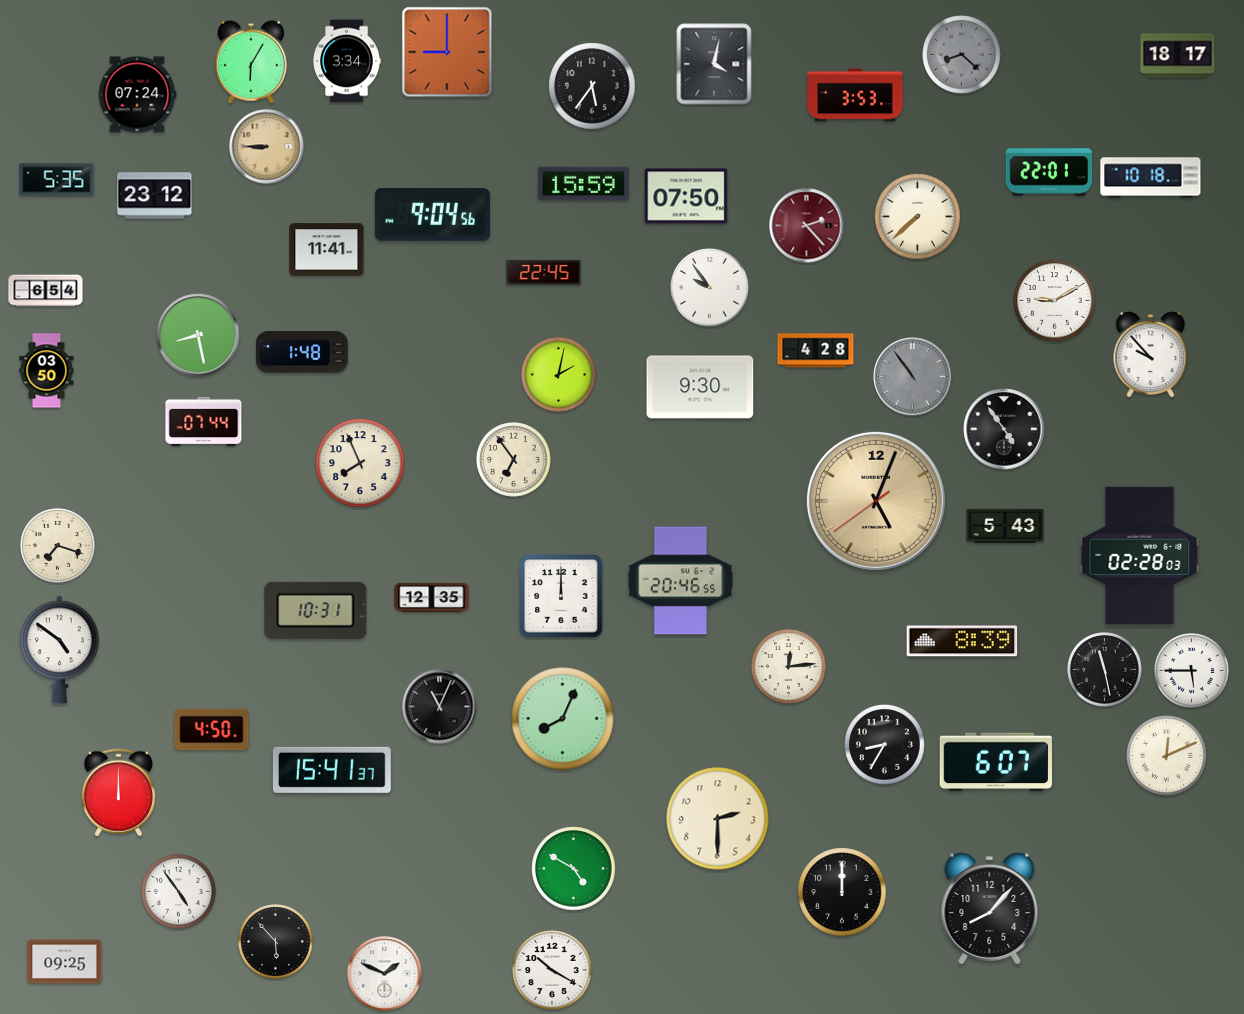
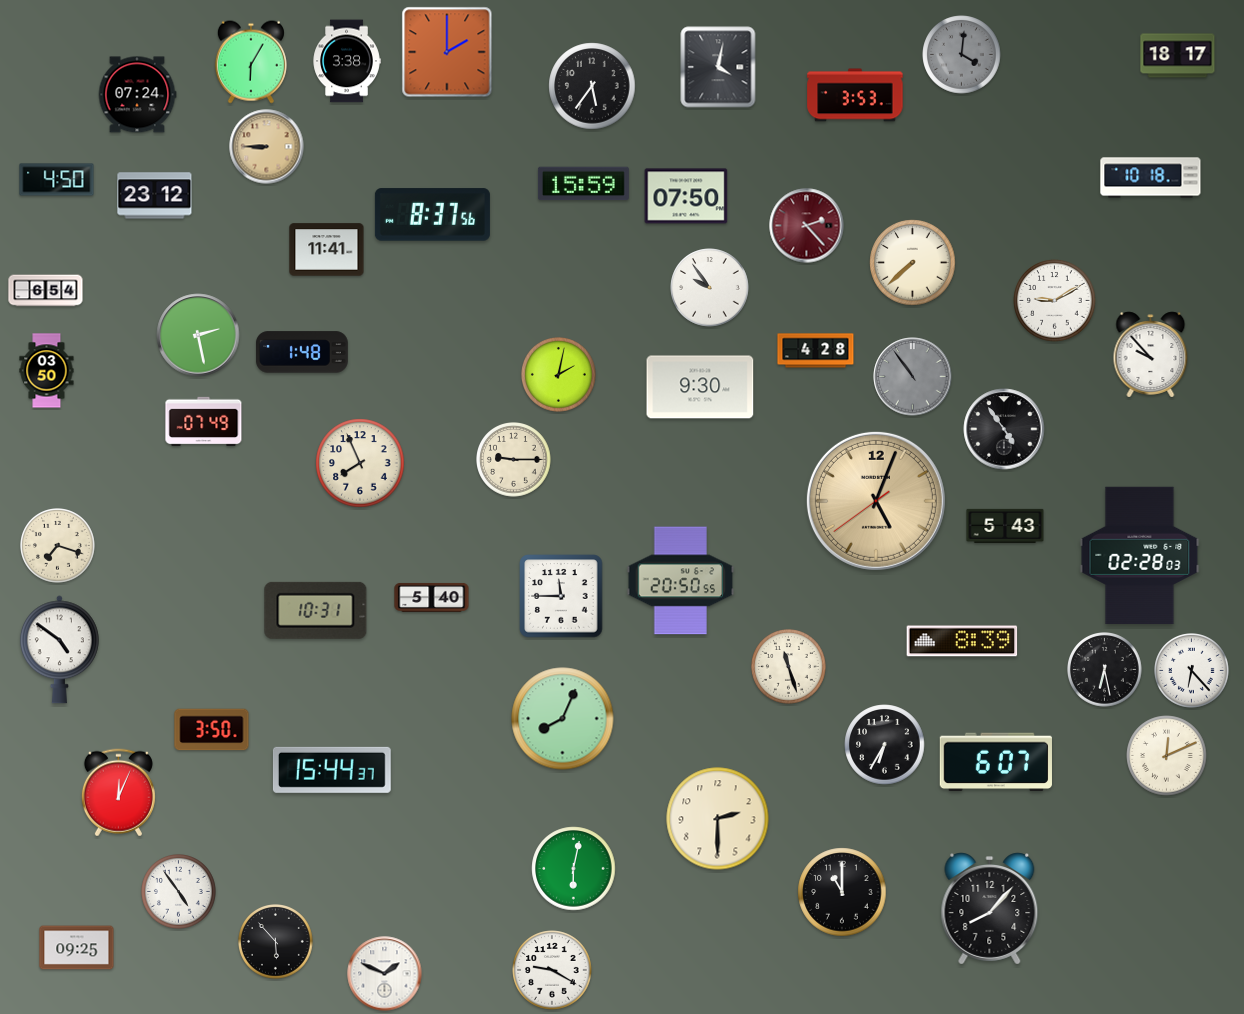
clock at (447, 52): 9:00 -> 2:00
clock at (962, 55): 8:22 -> 4:01
clock at (347, 61): 3:34 -> 3:38
clock at (714, 64) position: (714, 64) -> (718, 67)
clock at (1049, 172): 22:01 -> none
clock at (57, 180): 5:35 -> 4:50
clock at (432, 215): 9:04 -> 8:37
clock at (918, 217) position: (918, 217) -> (913, 263)
clock at (544, 273): 22:45 -> none
clock at (198, 335): 8:28 -> 2:28
clock at (204, 422): 07:44 -> 07:49
clock at (514, 460): 6:54 -> 9:15
clock at (681, 581): 20:46 -> 20:50
clock at (561, 596): 12:00 -> 11:45
clock at (432, 597): 12:35 -> 5:40
clock at (789, 667): 12:14 -> 11:27
clock at (1105, 670): 11:28 -> 6:28
clock at (1192, 671): 5:45 -> 6:23
clock at (440, 707): 11:04 -> none
clock at (212, 730): 4:50 -> 3:50
clock at (885, 745): 8:35 -> 6:35
clock at (332, 770): 15:41 -> 15:44
clock at (118, 793): 12:00 -> 12:04
clock at (574, 869): 4:50 -> 6:02
clock at (842, 892): 12:00 -> 11:00
clock at (65, 962) position: (65, 962) -> (77, 948)
clock at (552, 970): 10:20 -> 9:20
